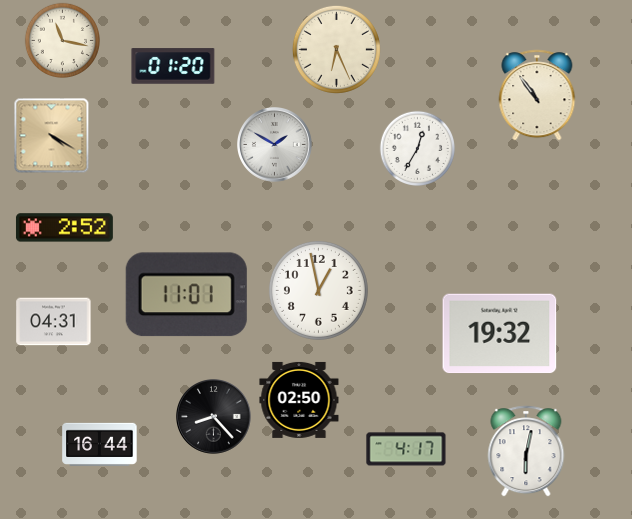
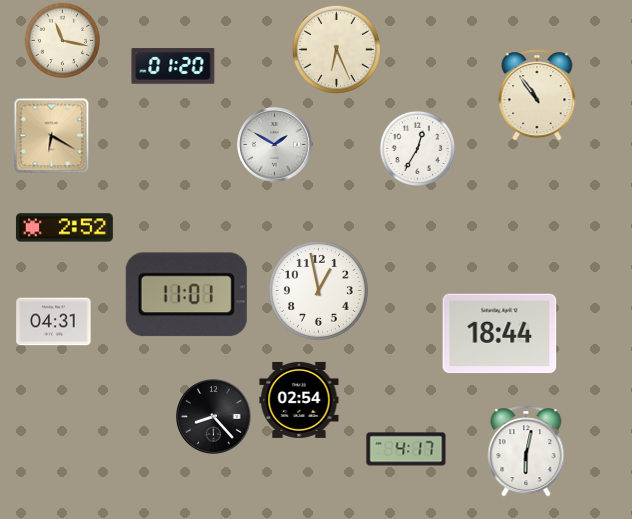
clock at (52, 136): 4:20 -> 6:20
clock at (500, 334): 19:32 -> 18:44
clock at (299, 400): 02:50 -> 02:54
clock at (100, 444): 16:44 -> none
